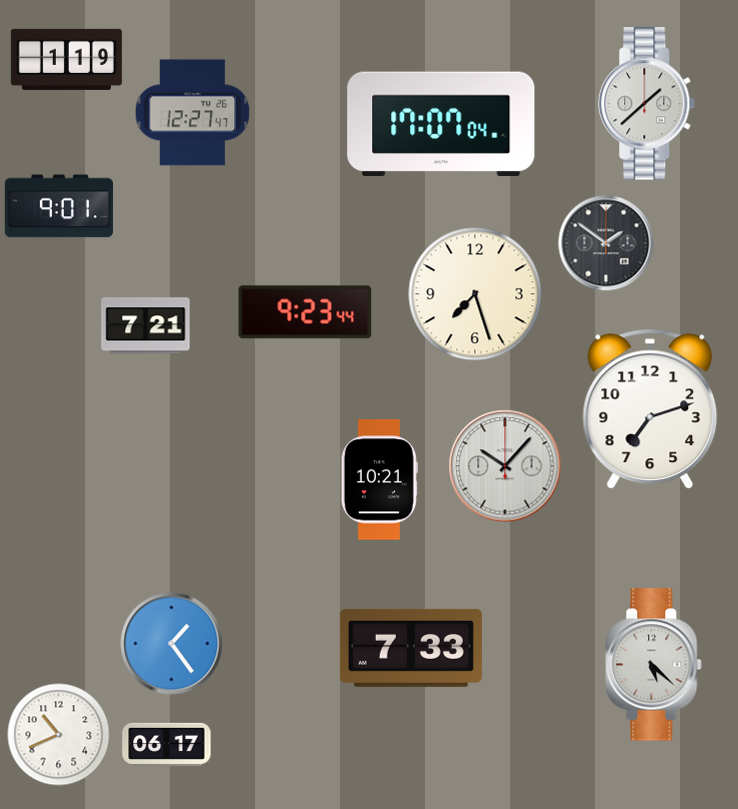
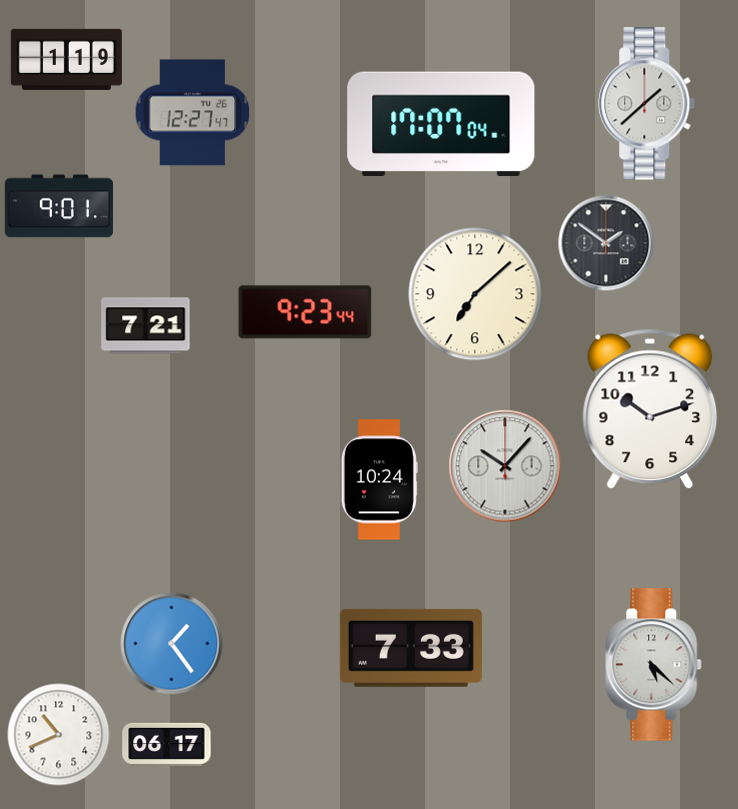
clock at (475, 294): 7:27 -> 7:08
clock at (650, 409): 7:12 -> 10:12
clock at (379, 480): 10:21 -> 10:24
